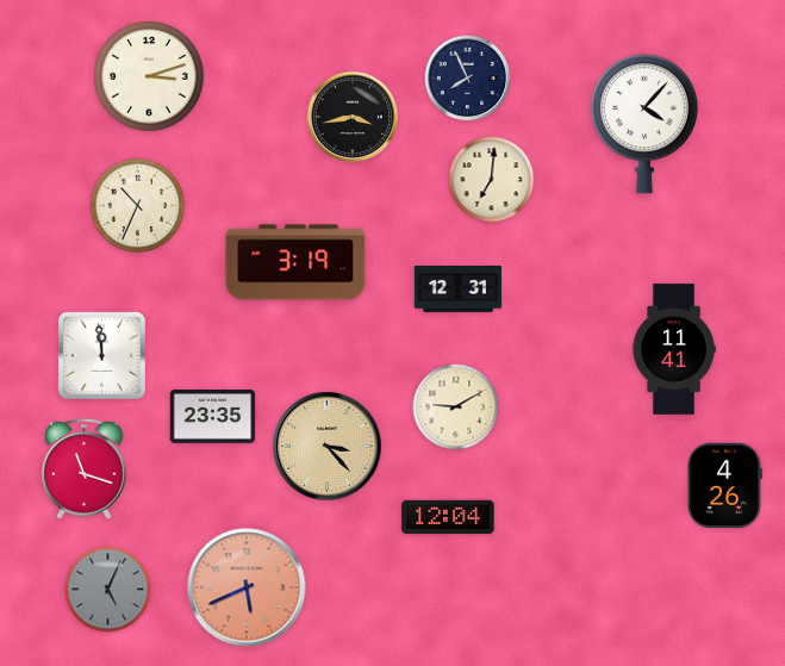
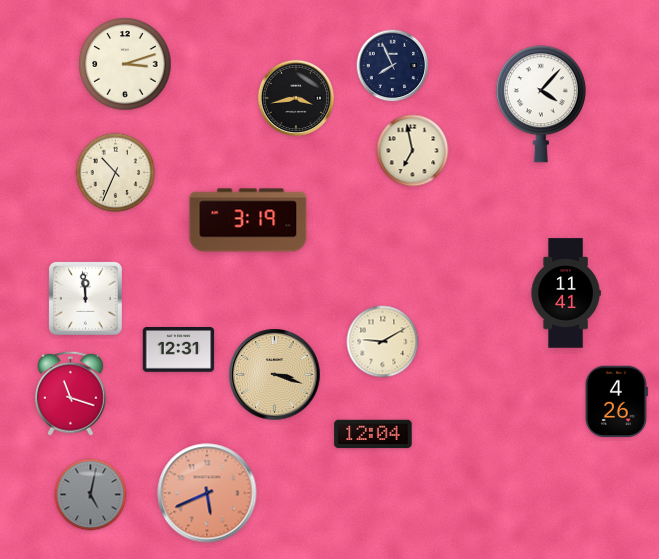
clock at (492, 180): 7:01 -> 6:58
clock at (457, 290): 12:31 -> none
clock at (213, 417): 23:35 -> 12:31
clock at (328, 447): 3:23 -> 3:18
clock at (724, 486) position: (724, 486) -> (616, 402)
clock at (448, 517) position: (448, 517) -> (373, 434)
clock at (108, 590): 5:04 -> 5:02
